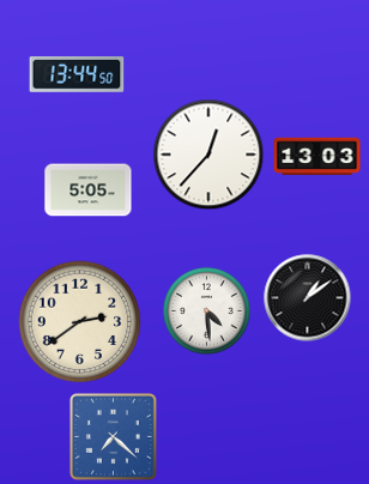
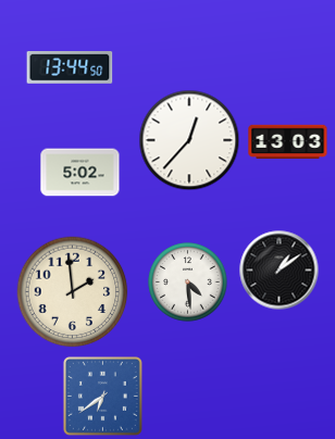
clock at (89, 190): 5:05 -> 5:02
clock at (80, 322): 2:39 -> 1:59
clock at (113, 436): 7:22 -> 6:39
